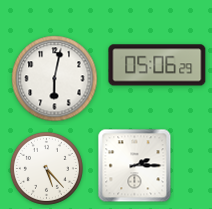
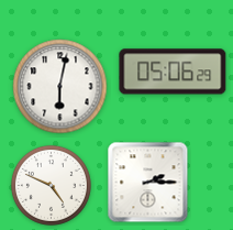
clock at (46, 168): 5:23 -> 4:49
